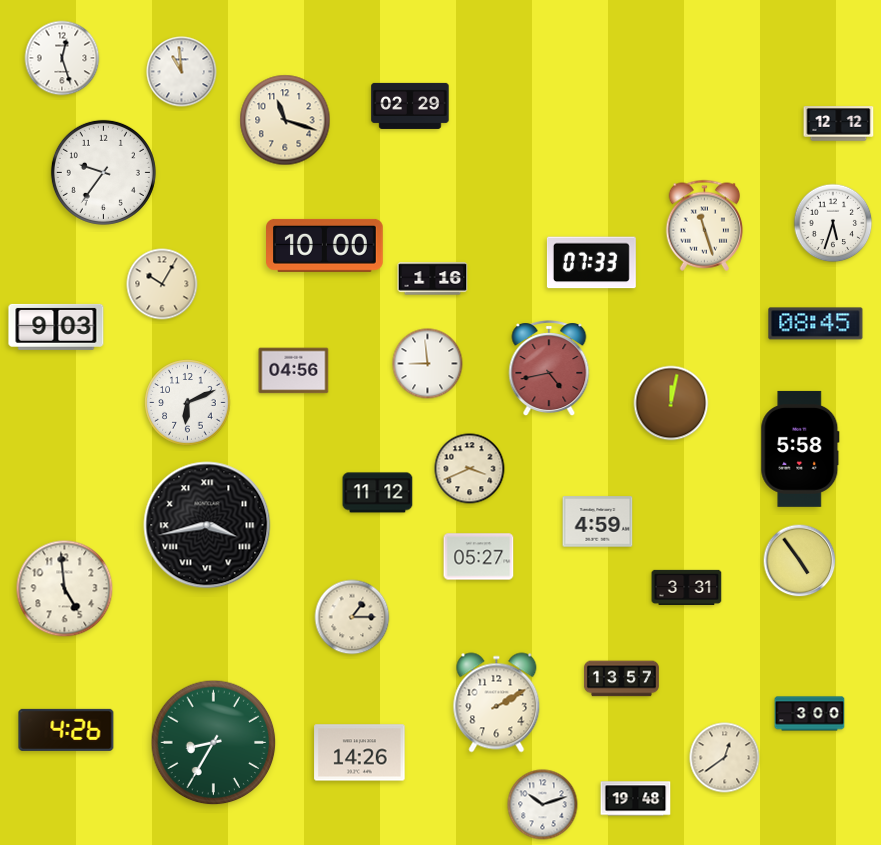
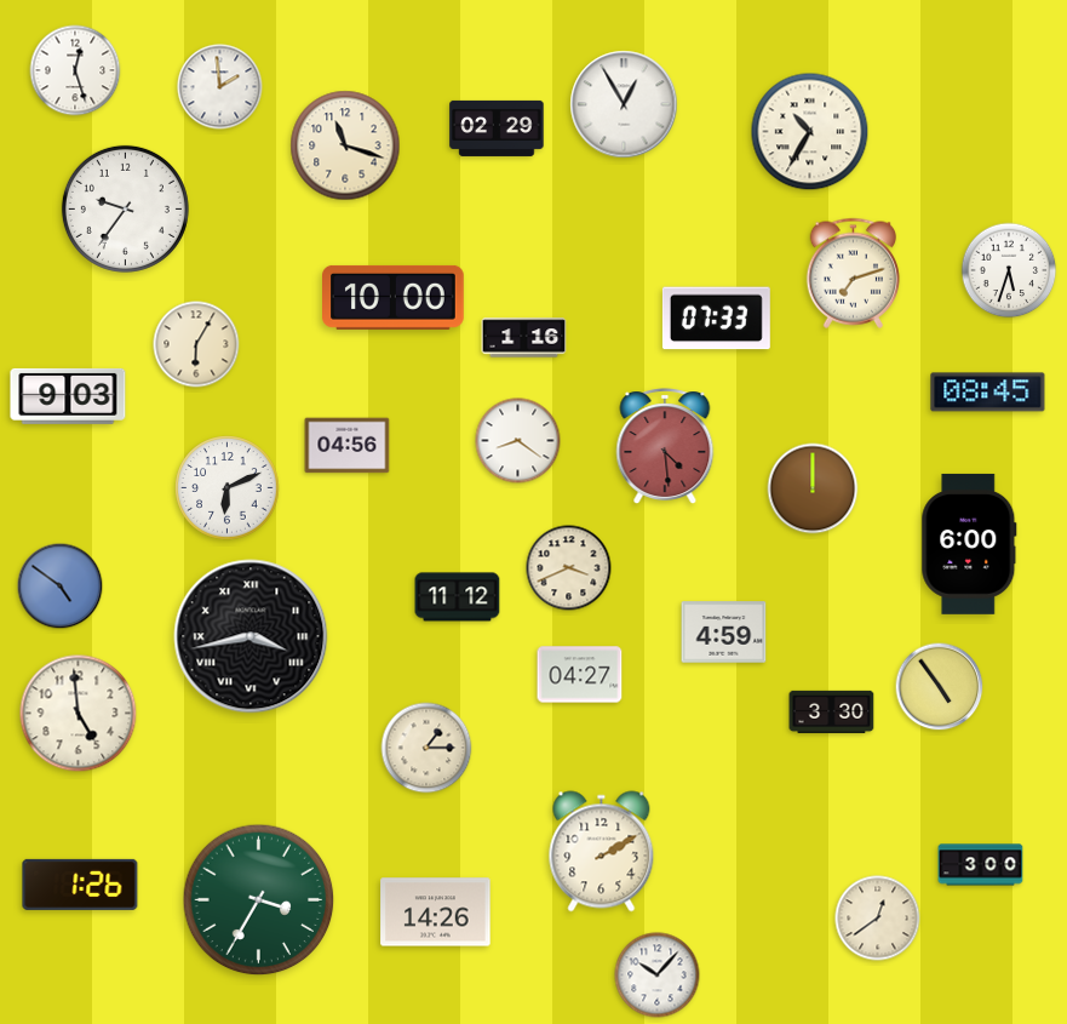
clock at (182, 72): 10:59 -> 1:59
clock at (624, 104): none -> 12:55
clock at (810, 132): none -> 10:35
clock at (839, 124): 12:12 -> none
clock at (705, 225): 11:27 -> 7:12
clock at (162, 284): 10:05 -> 6:05
clock at (428, 364): 8:59 -> 8:21
clock at (549, 368): 4:43 -> 4:29
clock at (294, 371) position: (294, 371) -> (348, 446)
clock at (671, 403): 12:02 -> 12:00
clock at (800, 449): 5:58 -> 6:00
clock at (61, 587): none -> 4:51
clock at (479, 557): 05:27 -> 04:27
clock at (800, 561) position: (800, 561) -> (940, 687)
clock at (687, 587): 3:31 -> 3:30
clock at (621, 679): 13:57 -> none
clock at (66, 730): 4:26 -> 1:26
clock at (214, 743): 8:35 -> 3:35
clock at (636, 799): 19:48 -> none
clock at (543, 805): 10:12 -> 10:07
